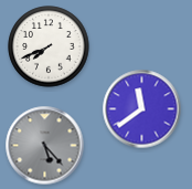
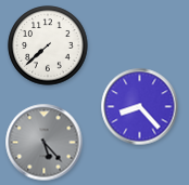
clock at (49, 46): 7:41 -> 7:38
clock at (142, 109): 11:39 -> 8:23
